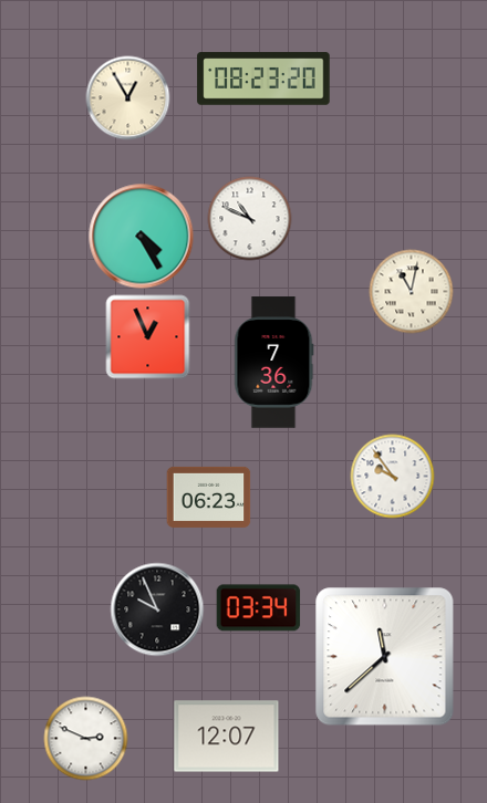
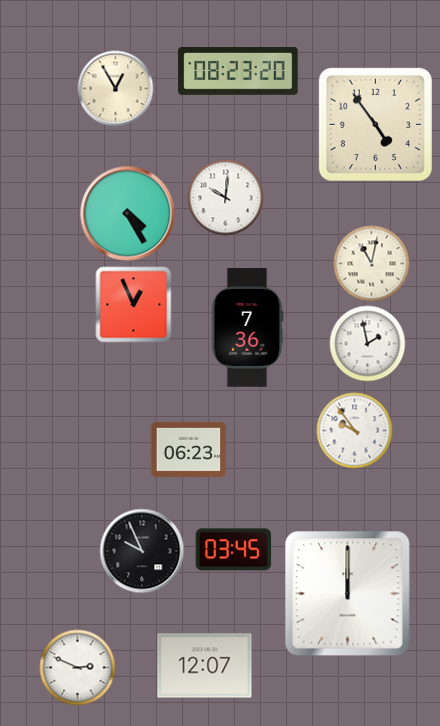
clock at (375, 124): none -> 4:54
clock at (250, 219): 10:49 -> 10:01
clock at (368, 344): none -> 1:58
clock at (259, 608): 03:34 -> 03:45
clock at (385, 657): 11:38 -> 12:00
